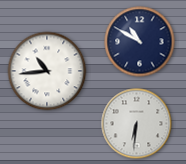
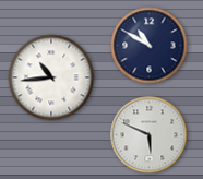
clock at (140, 42) position: (140, 42) -> (150, 46)
clock at (137, 124): 6:31 -> 5:49
